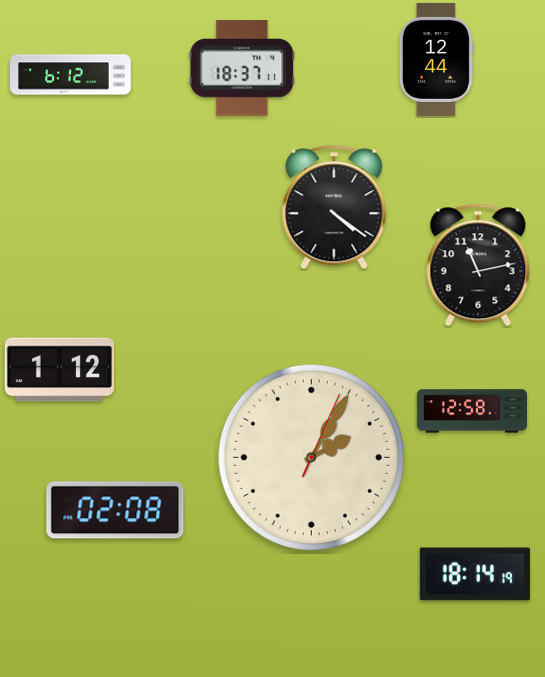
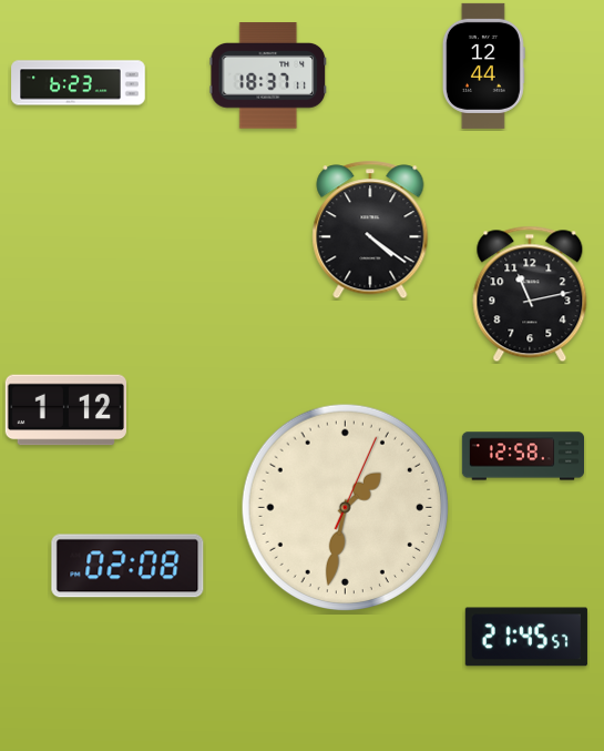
clock at (71, 75): 6:12 -> 6:23
clock at (311, 457): 2:05 -> 1:32
clock at (475, 574): 18:14 -> 21:45
